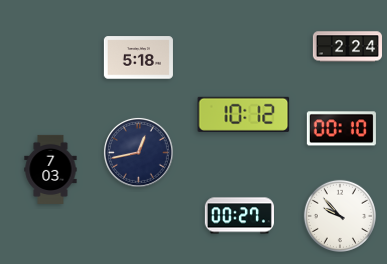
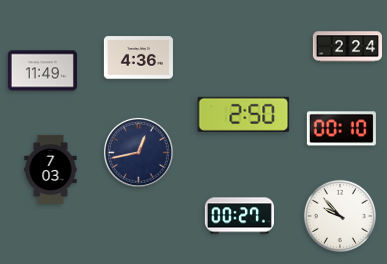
clock at (138, 58): 5:18 -> 4:36
clock at (42, 71): none -> 11:49
clock at (244, 114): 10:12 -> 2:50
